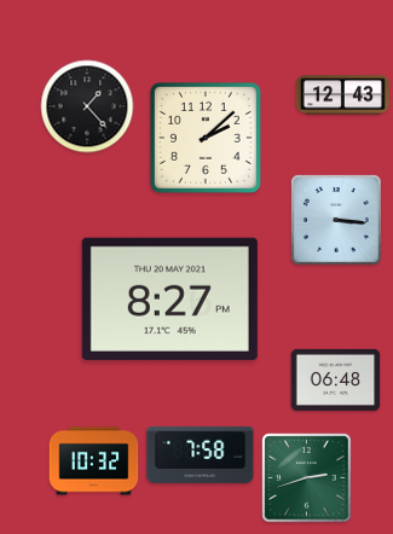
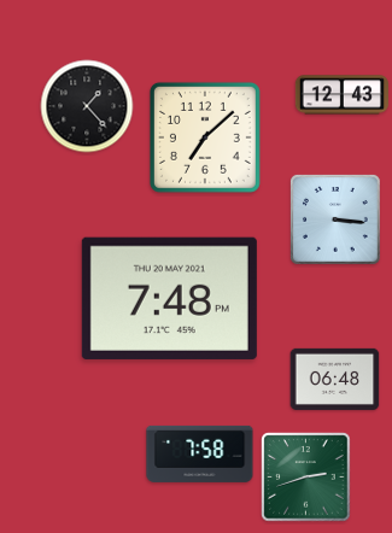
clock at (206, 138): 2:08 -> 7:08
clock at (169, 298): 8:27 -> 7:48
clock at (94, 462): 10:32 -> none
